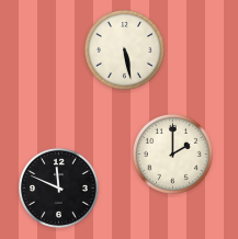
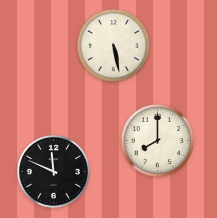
clock at (172, 153): 2:00 -> 8:00
